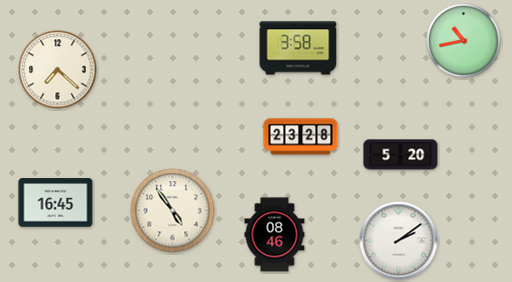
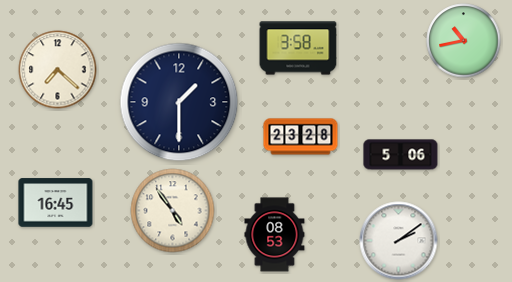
clock at (179, 102): none -> 1:30
clock at (401, 155): 5:20 -> 5:06
clock at (275, 235): 08:46 -> 08:53
